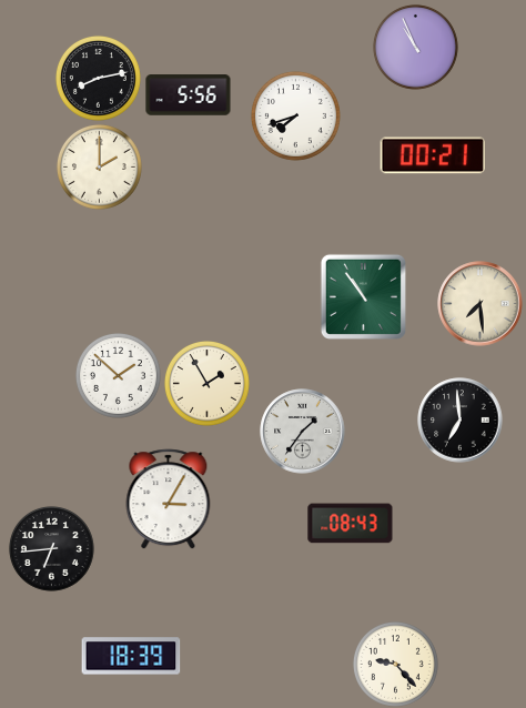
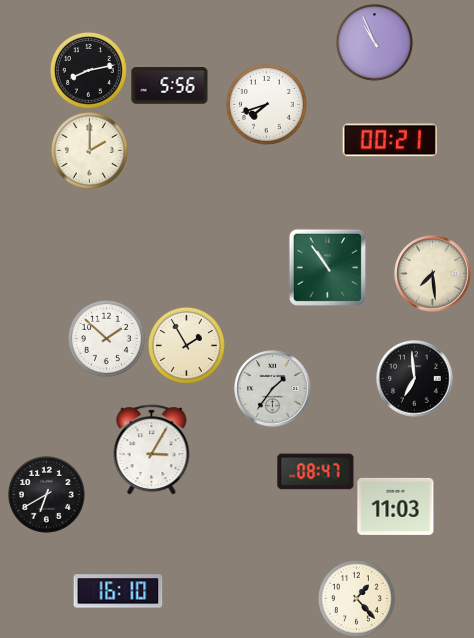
clock at (351, 524): 08:43 -> 08:47
clock at (51, 548): 6:44 -> 6:40
clock at (396, 506): none -> 11:03
clock at (131, 656): 18:39 -> 16:10
clock at (395, 664): 9:23 -> 1:23
